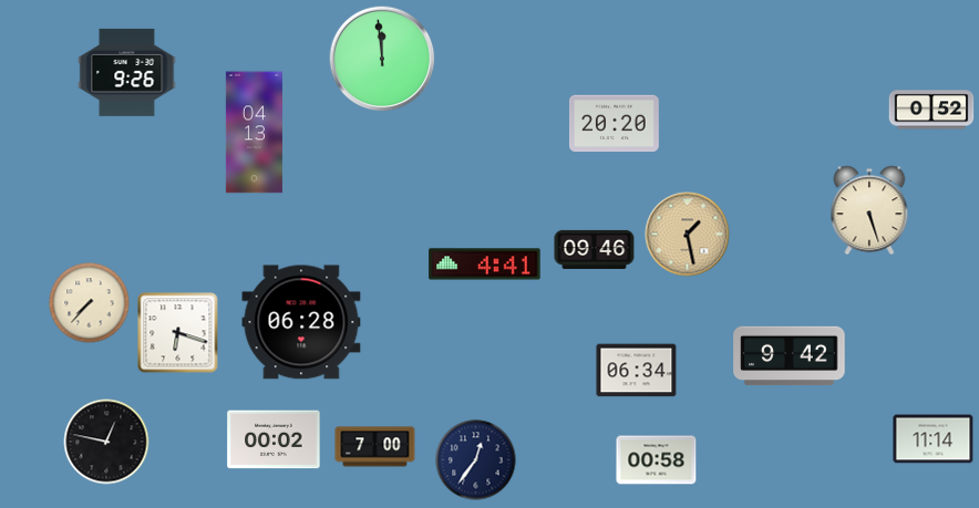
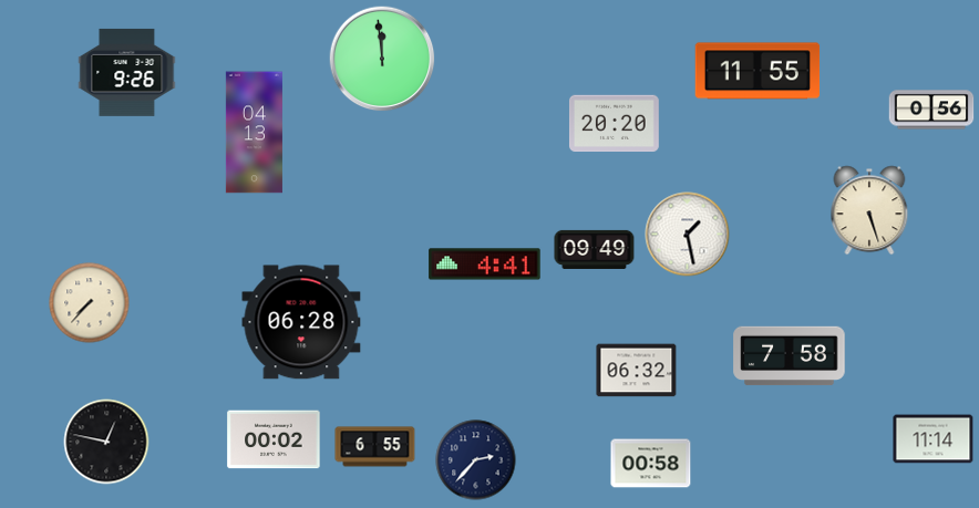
clock at (758, 71): none -> 11:55
clock at (931, 110): 0:52 -> 0:56
clock at (688, 235) dial: champagne -> white
clock at (595, 249): 09:46 -> 09:49
clock at (178, 333): 6:18 -> none
clock at (790, 356): 9:42 -> 7:58
clock at (637, 371): 06:34 -> 06:32
clock at (375, 447): 7:00 -> 6:55
clock at (476, 460): 12:36 -> 2:37
clock at (657, 460) position: (657, 460) -> (651, 464)
